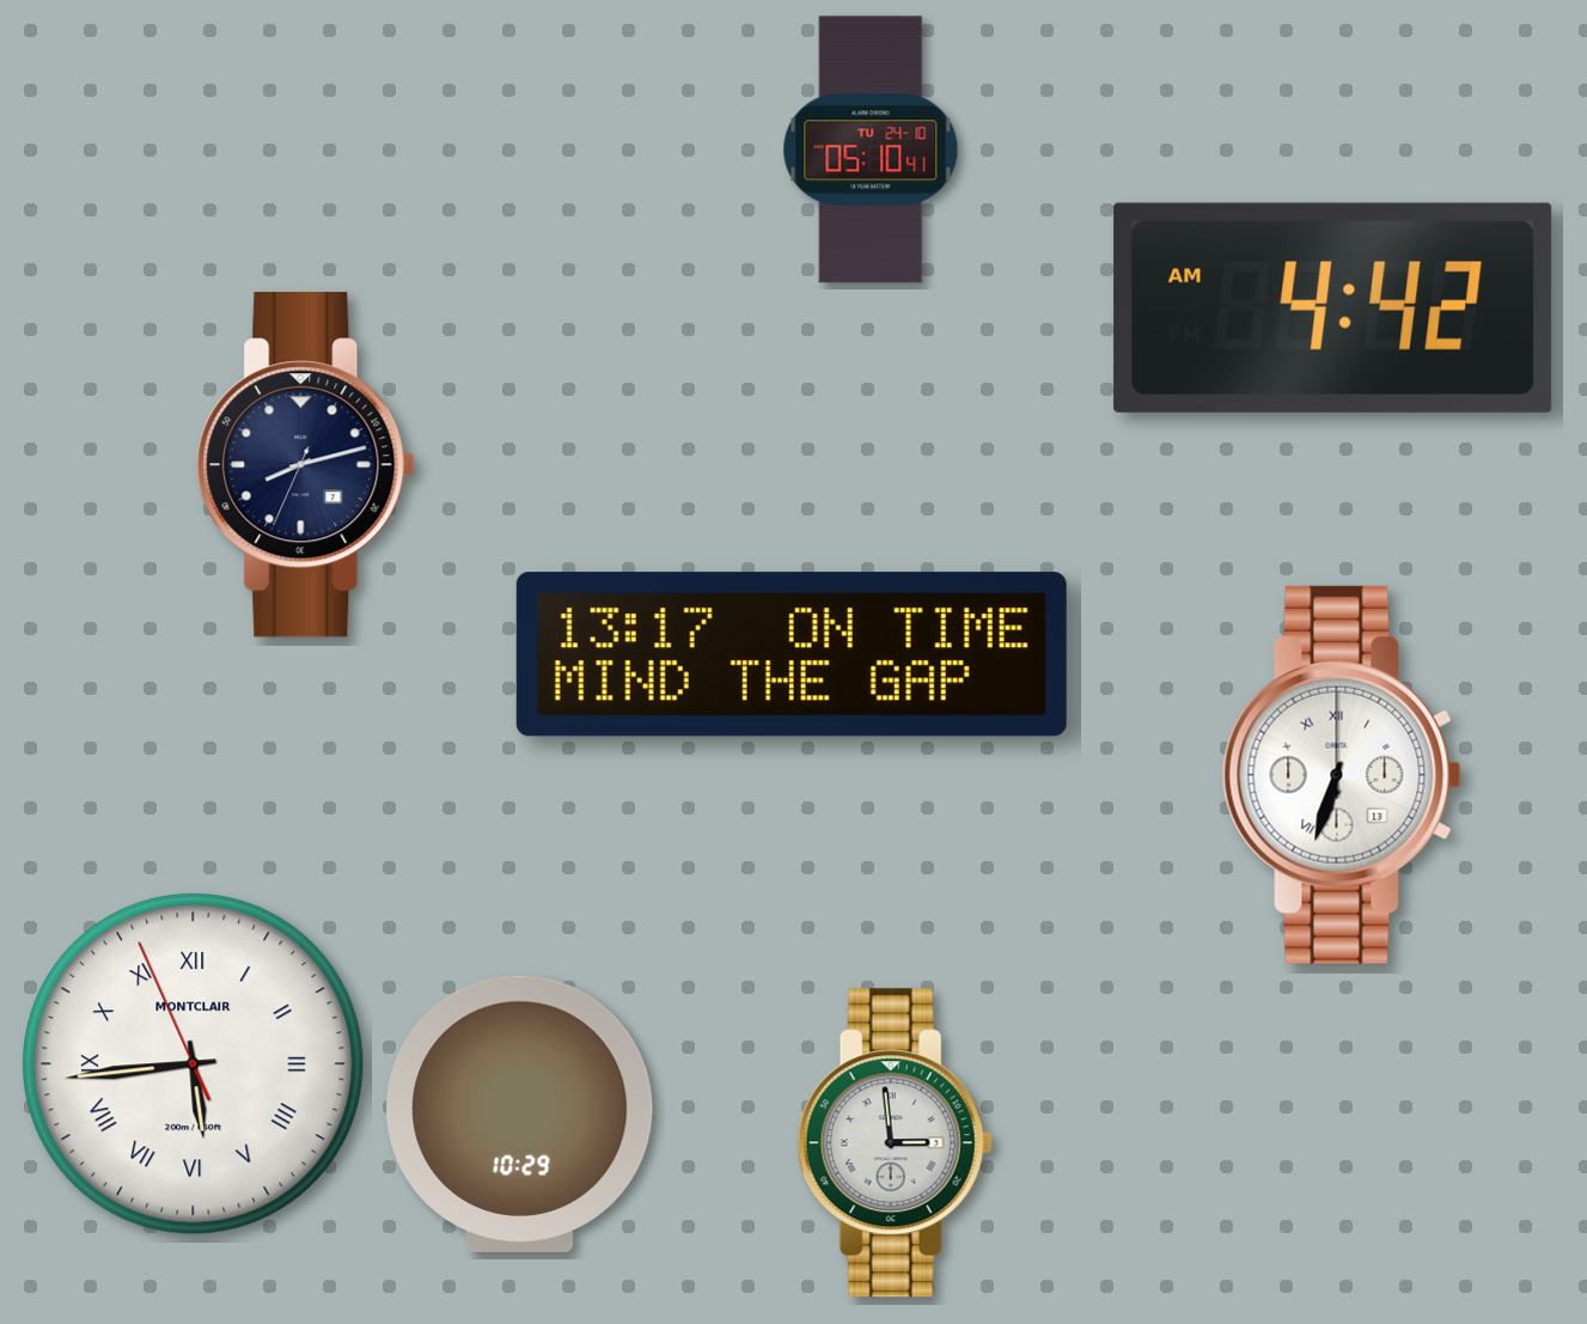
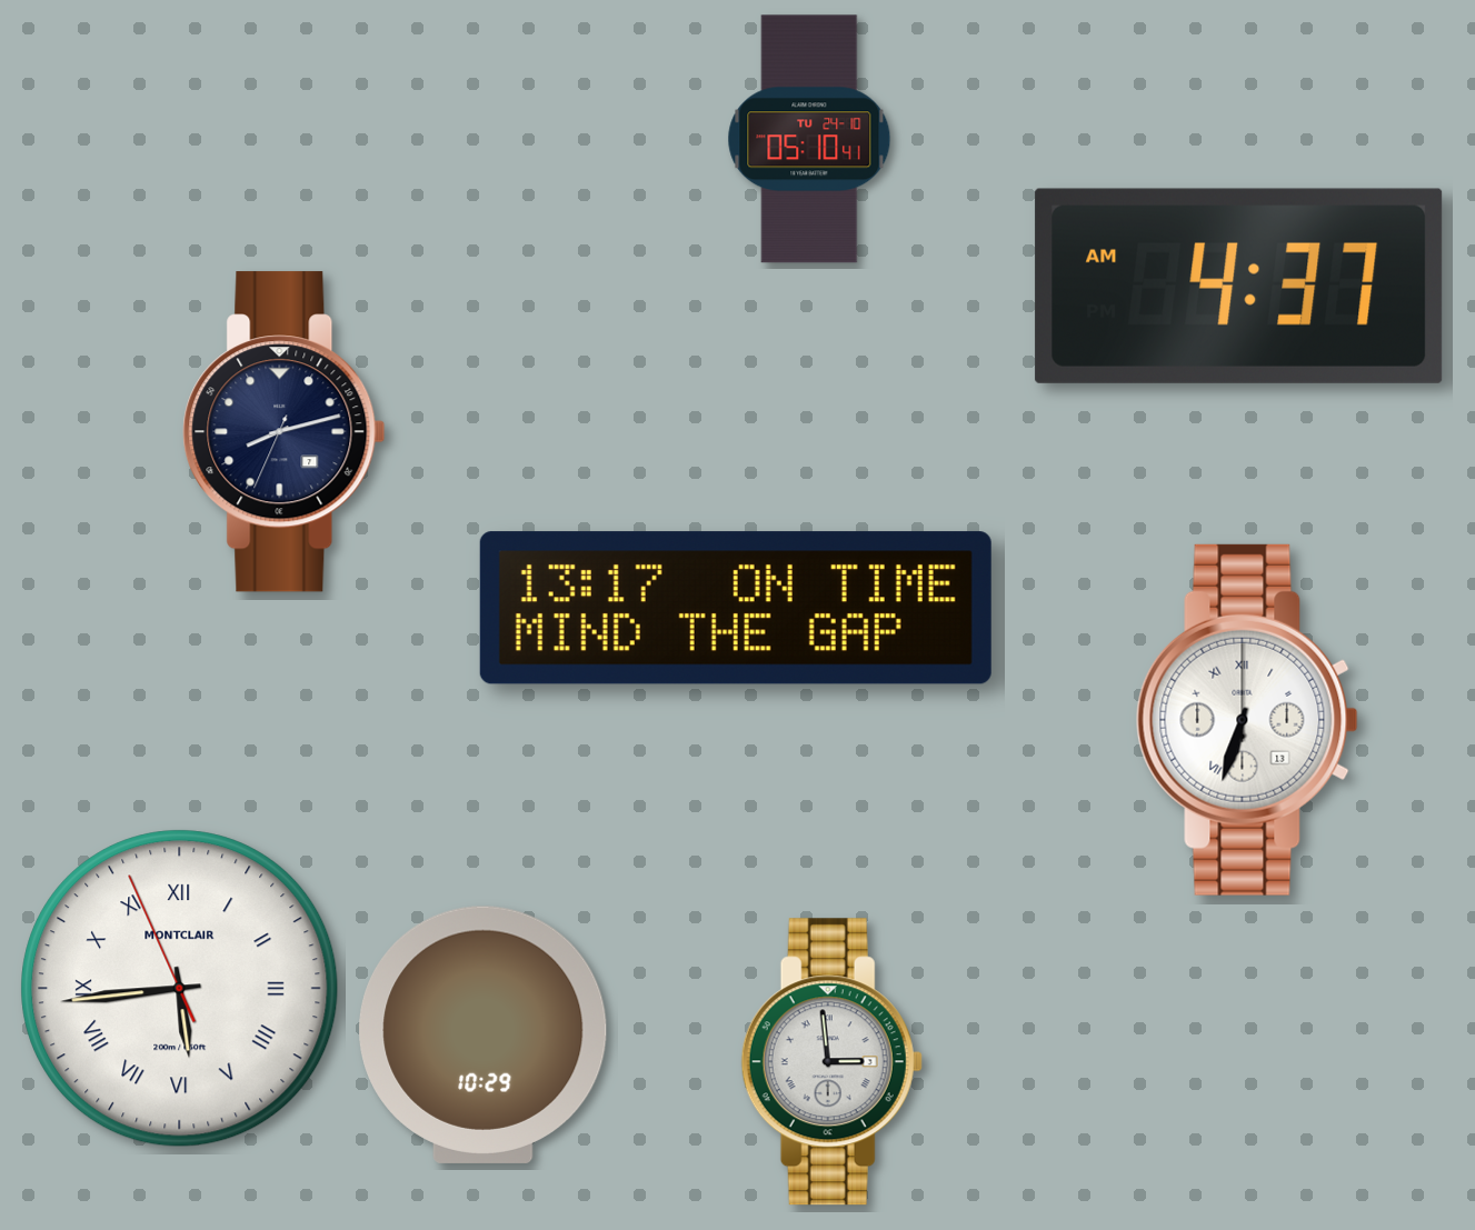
clock at (1333, 307): 4:42 -> 4:37
